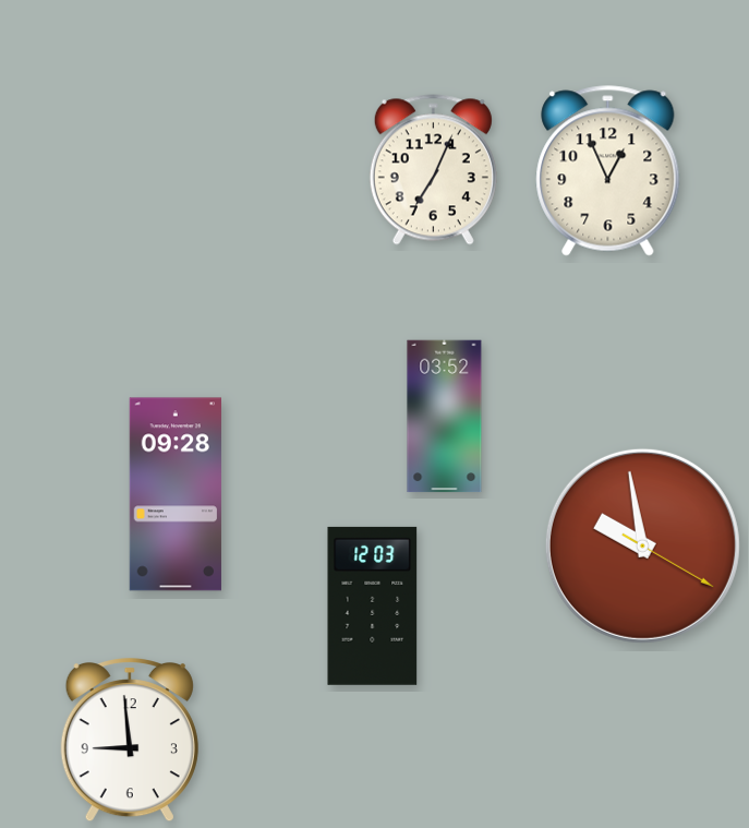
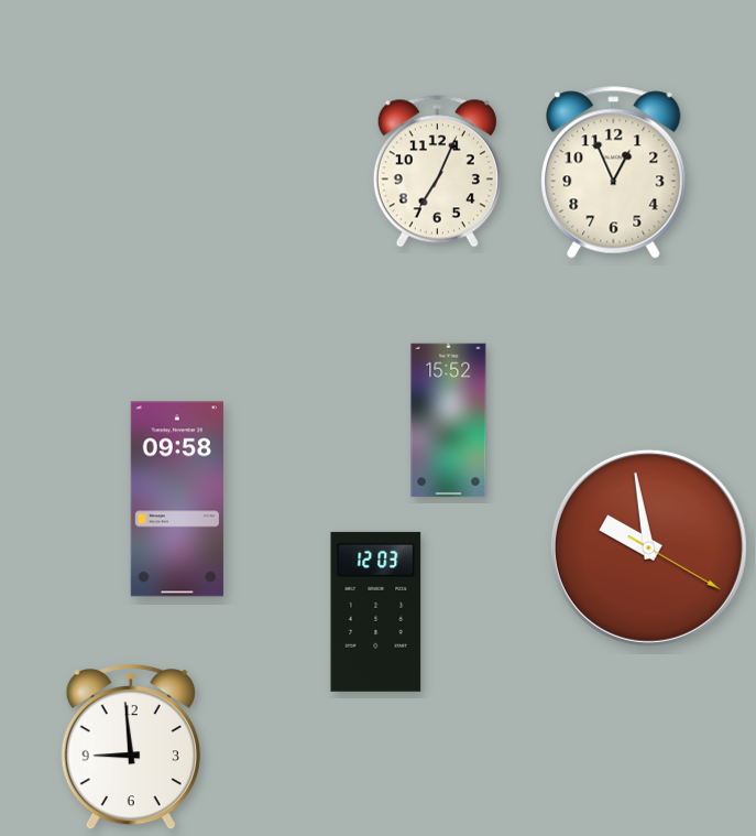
clock at (445, 417): 03:52 -> 15:52
clock at (176, 494): 09:28 -> 09:58
clock at (642, 545) position: (642, 545) -> (648, 547)
